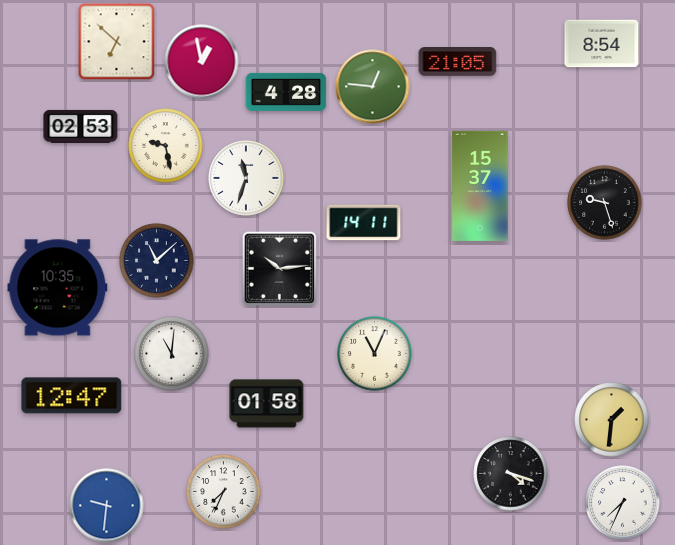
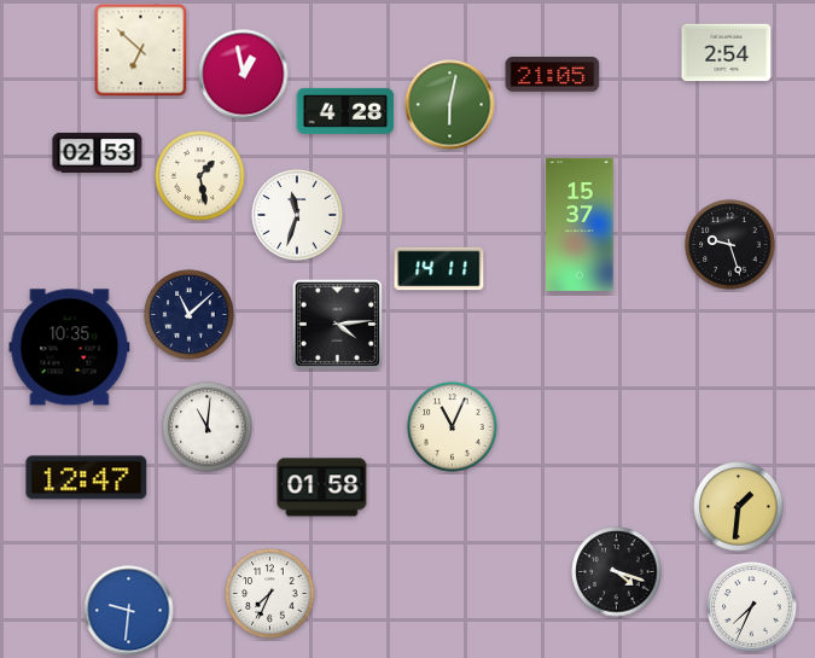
clock at (602, 44): 8:54 -> 2:54
clock at (373, 87): 12:46 -> 6:02
clock at (166, 146): 9:28 -> 1:28
clock at (279, 268): 10:14 -> 4:14
